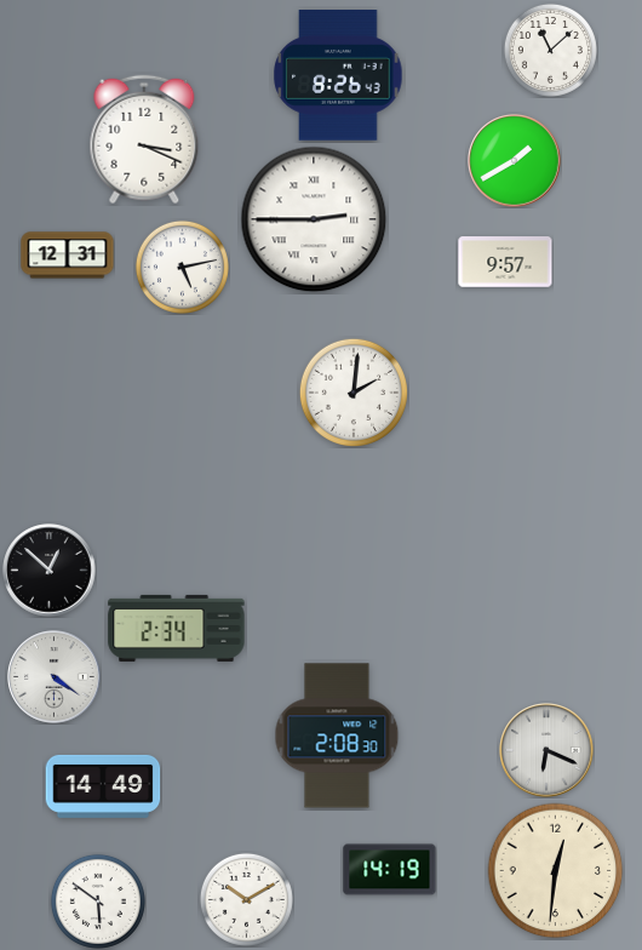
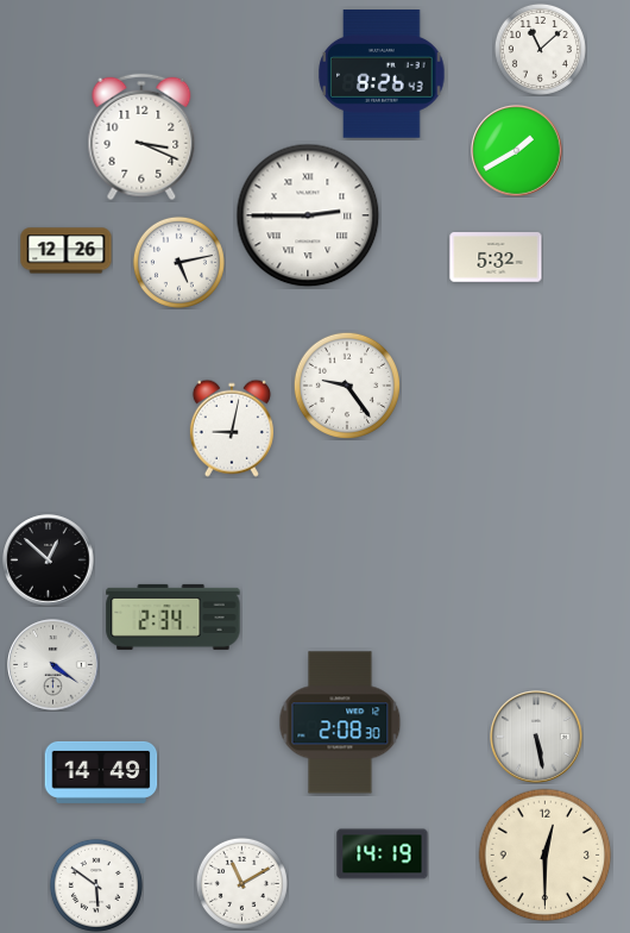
clock at (338, 76) position: (338, 76) -> (382, 75)
clock at (515, 161) position: (515, 161) -> (517, 151)
clock at (68, 256): 12:31 -> 12:26
clock at (505, 262): 9:57 -> 5:32
clock at (352, 391): 2:01 -> 9:24
clock at (232, 428): none -> 9:02
clock at (337, 736) position: (337, 736) -> (340, 722)
clock at (546, 750): 6:19 -> 5:28
clock at (556, 871): 12:31 -> 12:30
clock at (246, 899): 10:10 -> 11:10
